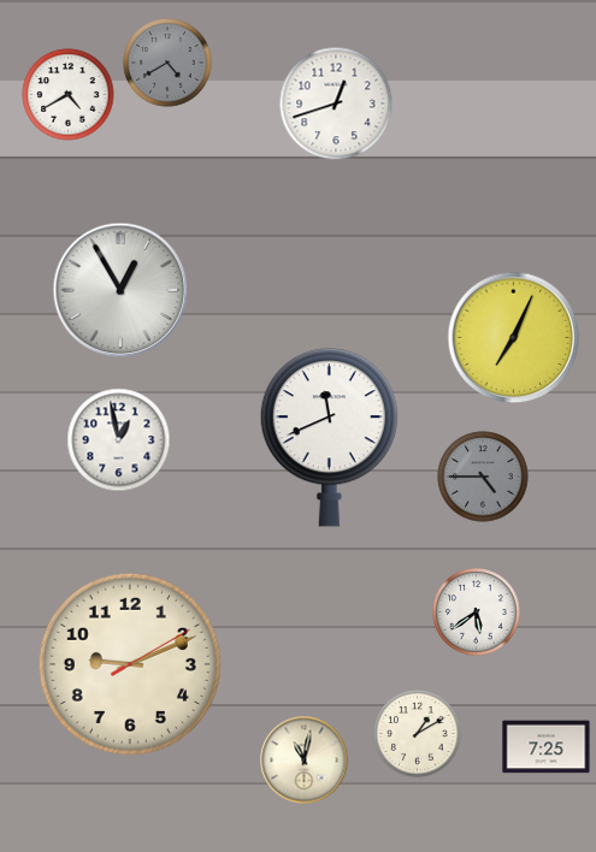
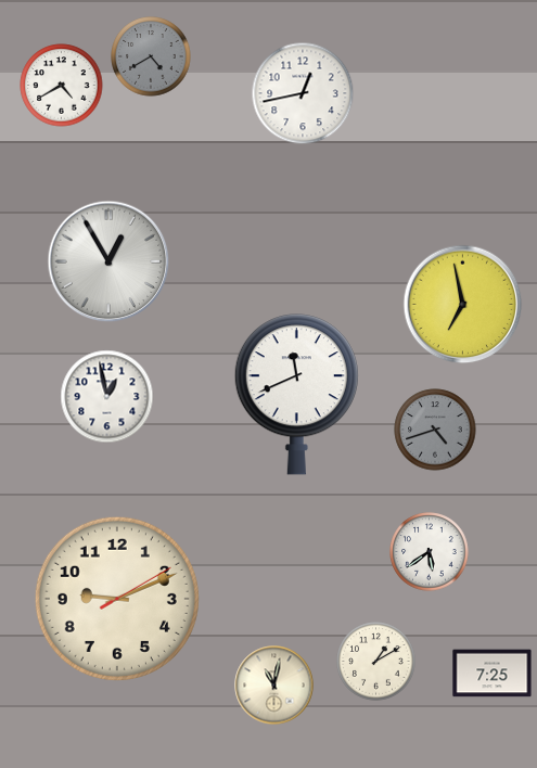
clock at (336, 103): 12:42 -> 12:43
clock at (514, 338): 7:04 -> 6:58
clock at (483, 477): 4:45 -> 4:42
